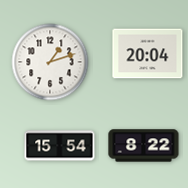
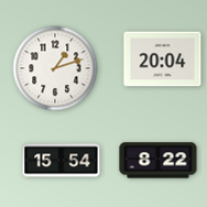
clock at (60, 146) position: (60, 146) -> (62, 161)
